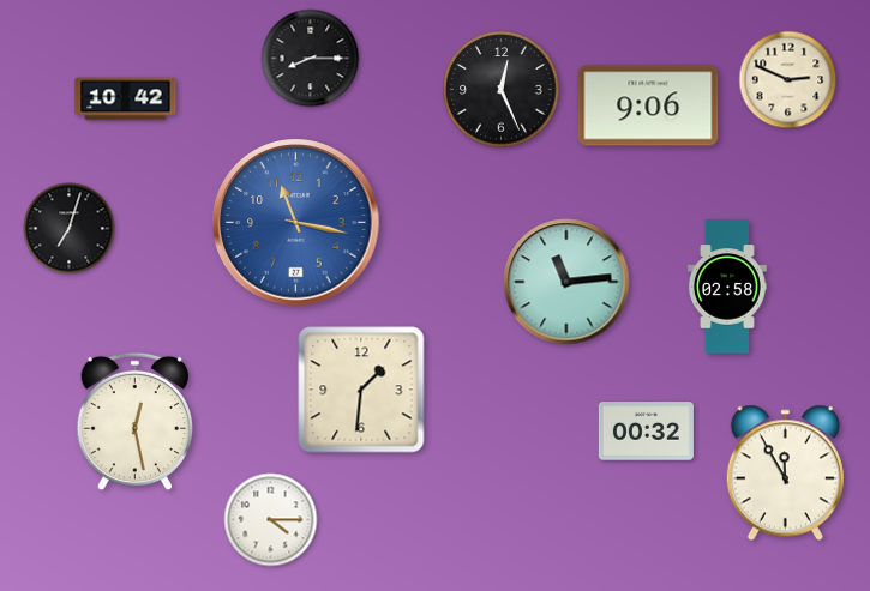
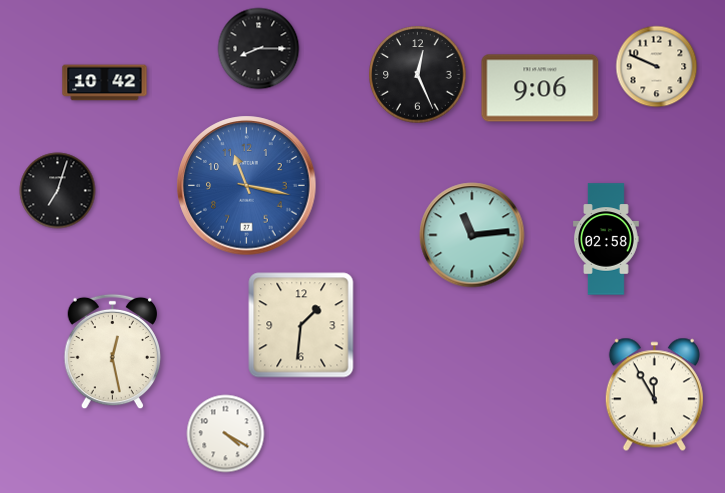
clock at (788, 80): 2:49 -> 9:49
clock at (646, 432): 00:32 -> none
clock at (271, 520): 4:15 -> 4:20
